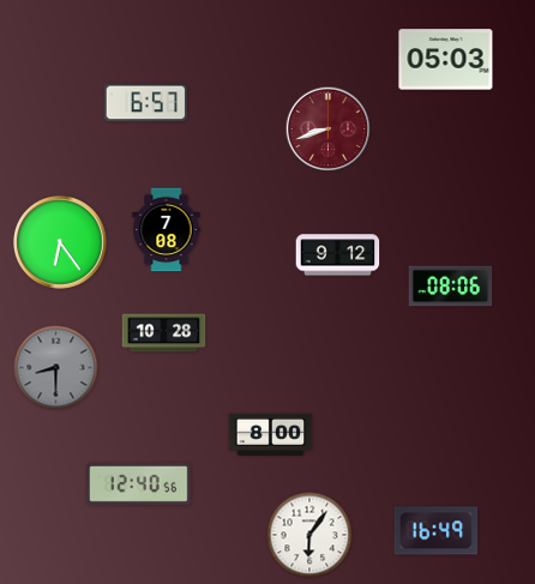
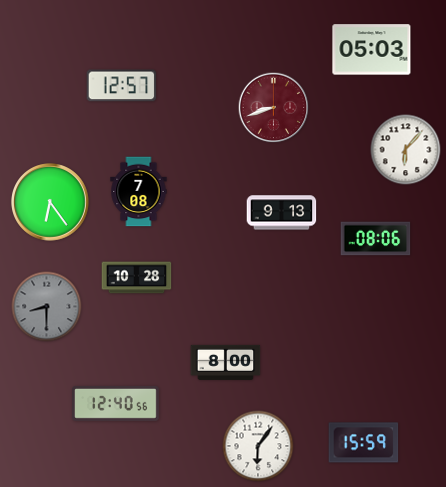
clock at (146, 103): 6:57 -> 12:57
clock at (406, 150): none -> 6:07
clock at (338, 255): 9:12 -> 9:13
clock at (437, 531): 16:49 -> 15:59
